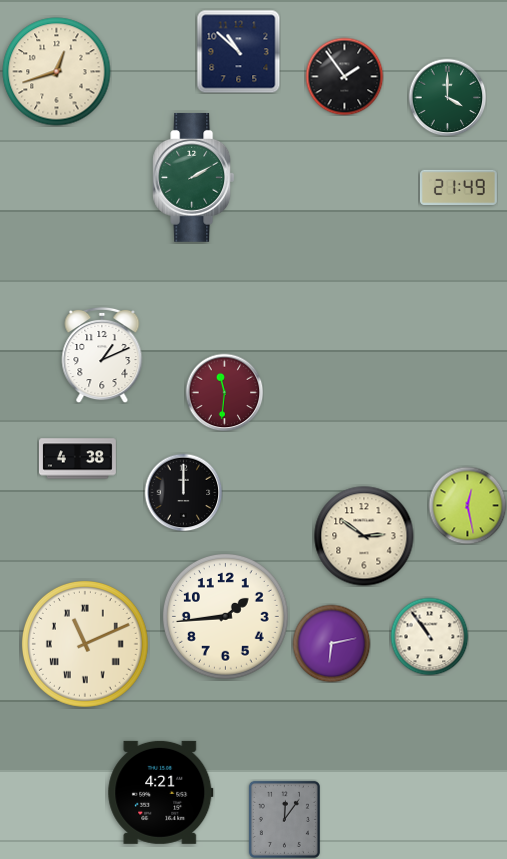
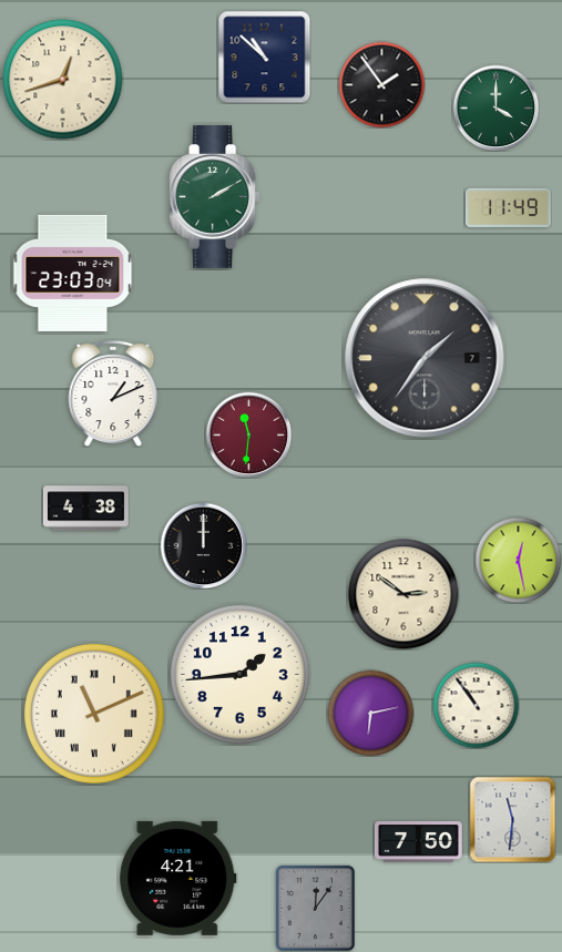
clock at (458, 187): 21:49 -> 11:49
clock at (73, 273): none -> 23:03
clock at (425, 358): none -> 1:36
clock at (226, 617) position: (226, 617) -> (241, 675)
clock at (331, 643) position: (331, 643) -> (370, 713)
clock at (512, 819): none -> 11:31
clock at (419, 842): none -> 7:50
